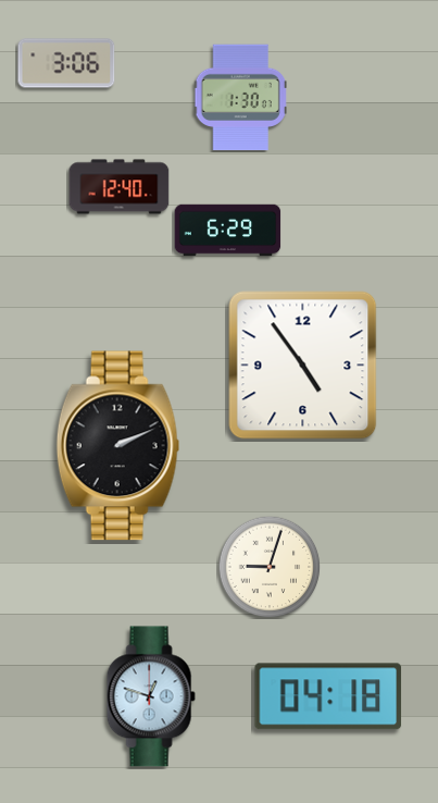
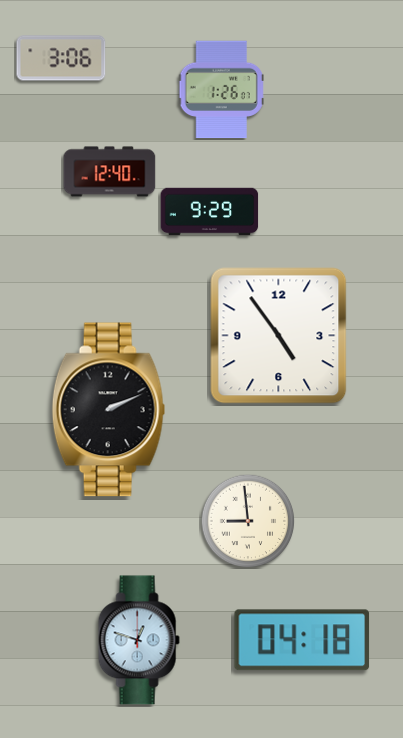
clock at (240, 98): 1:30 -> 1:26
clock at (228, 231): 6:29 -> 9:29
clock at (270, 567): 9:03 -> 8:59
